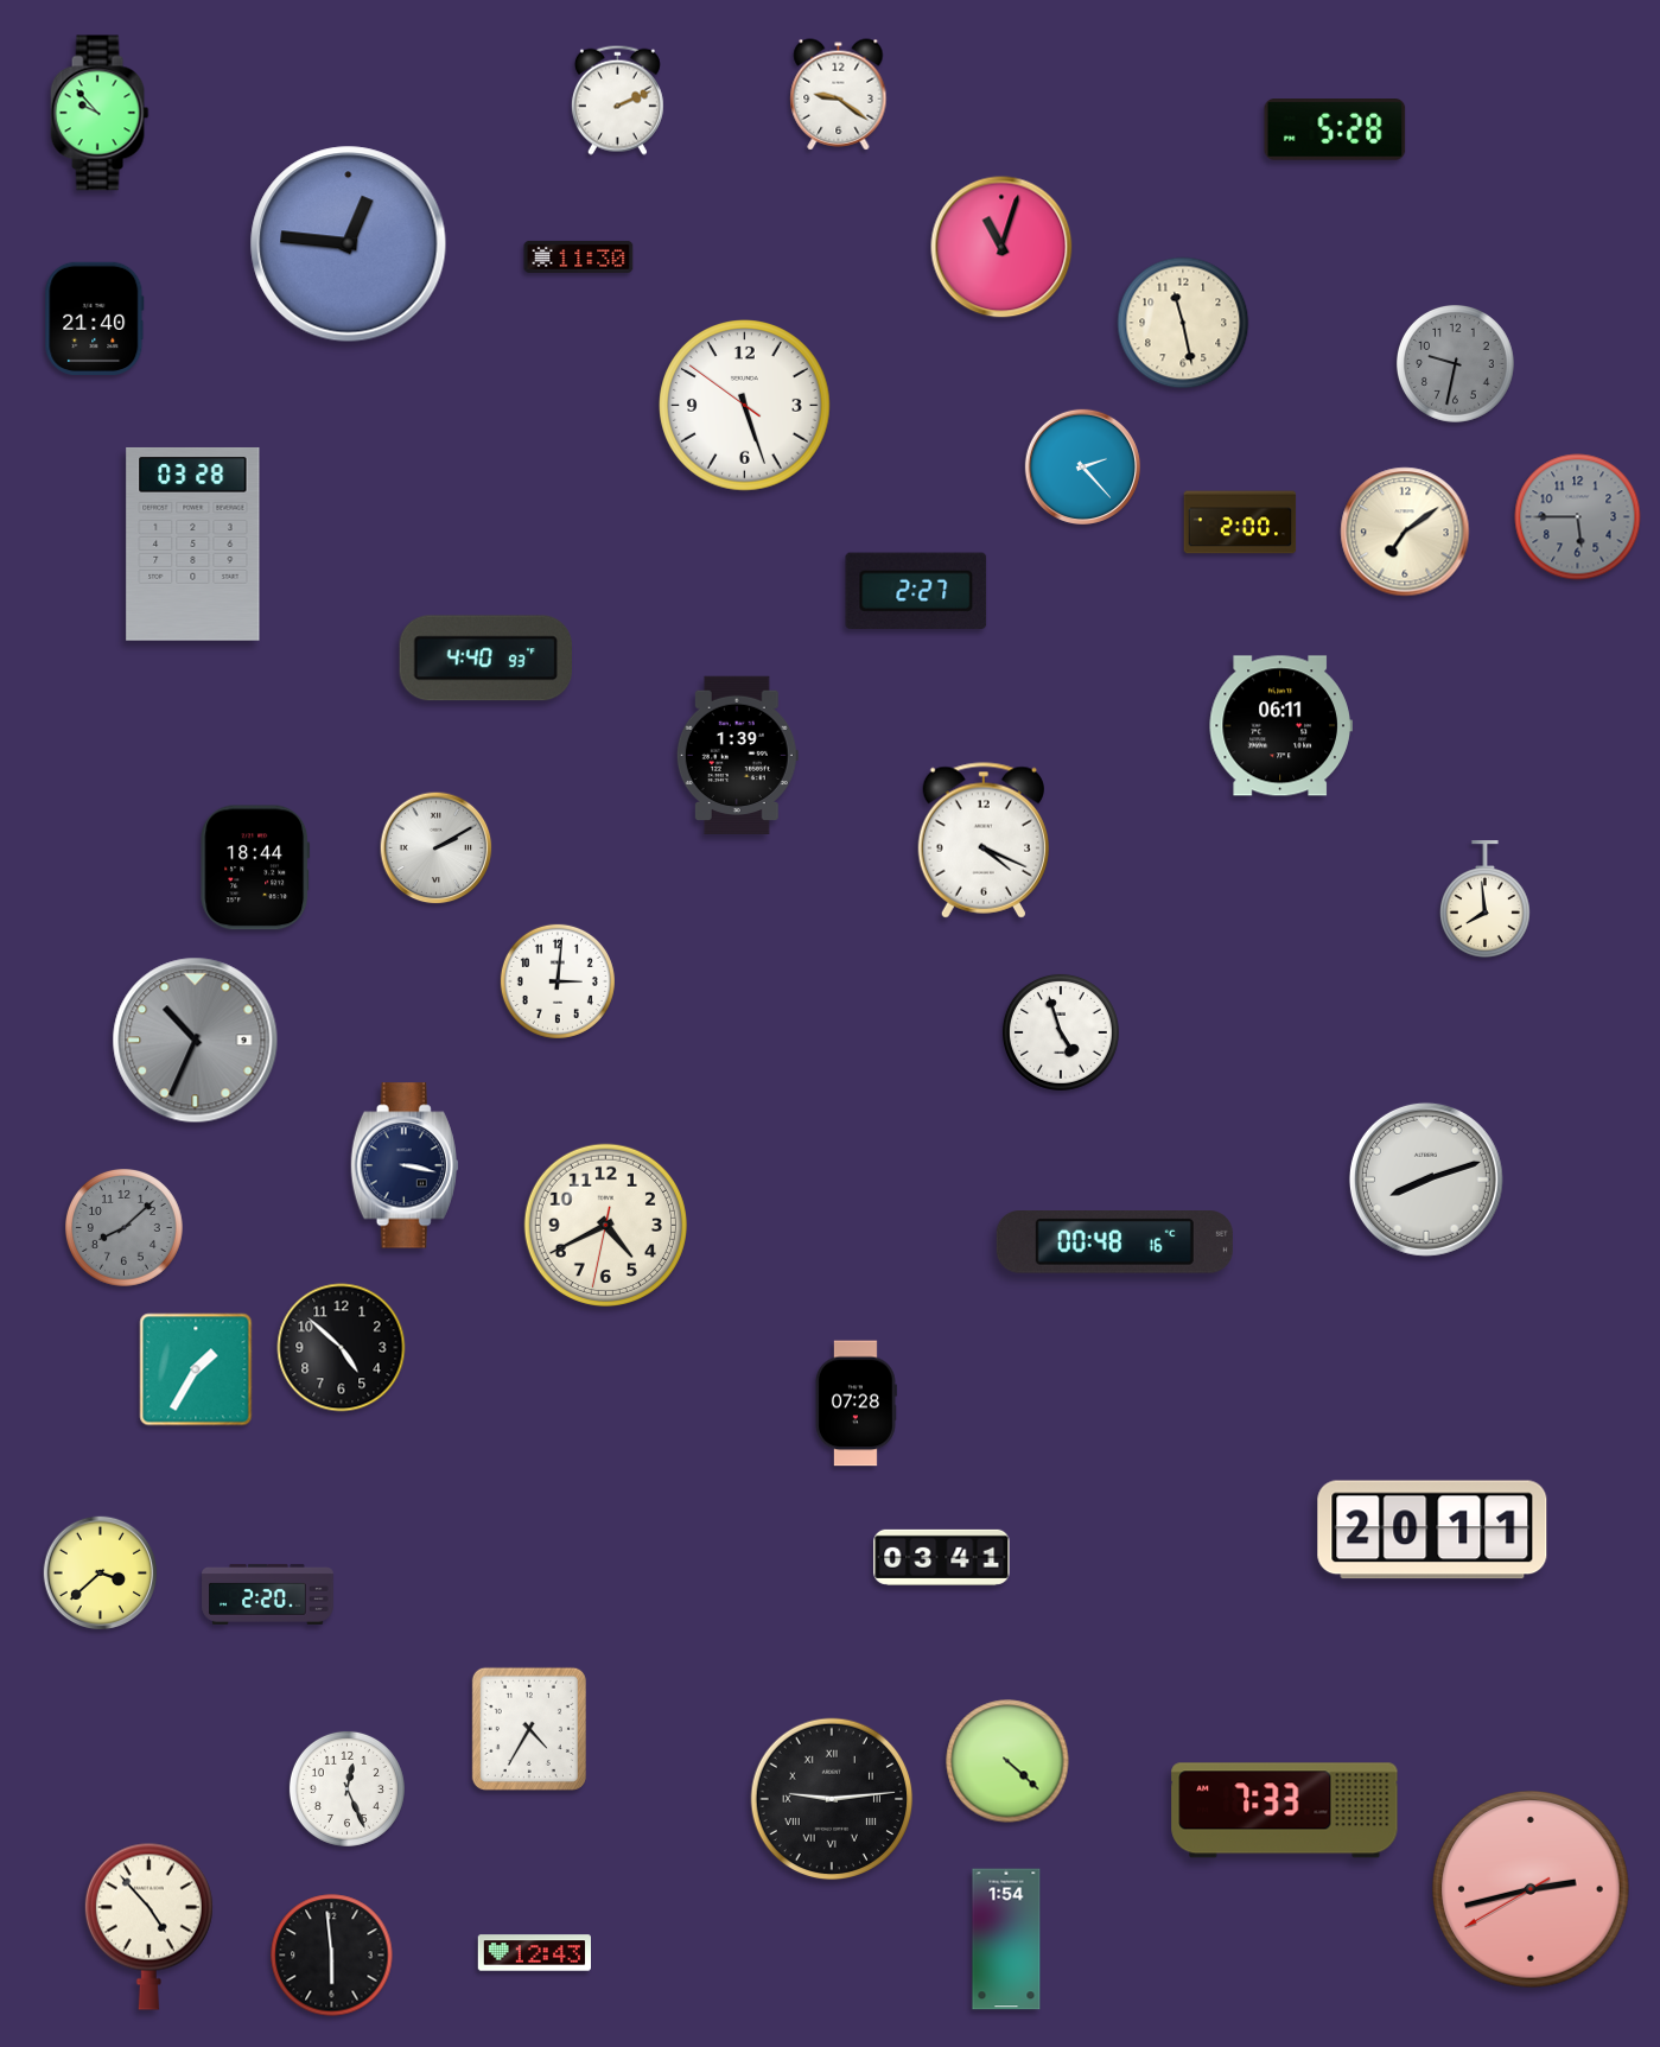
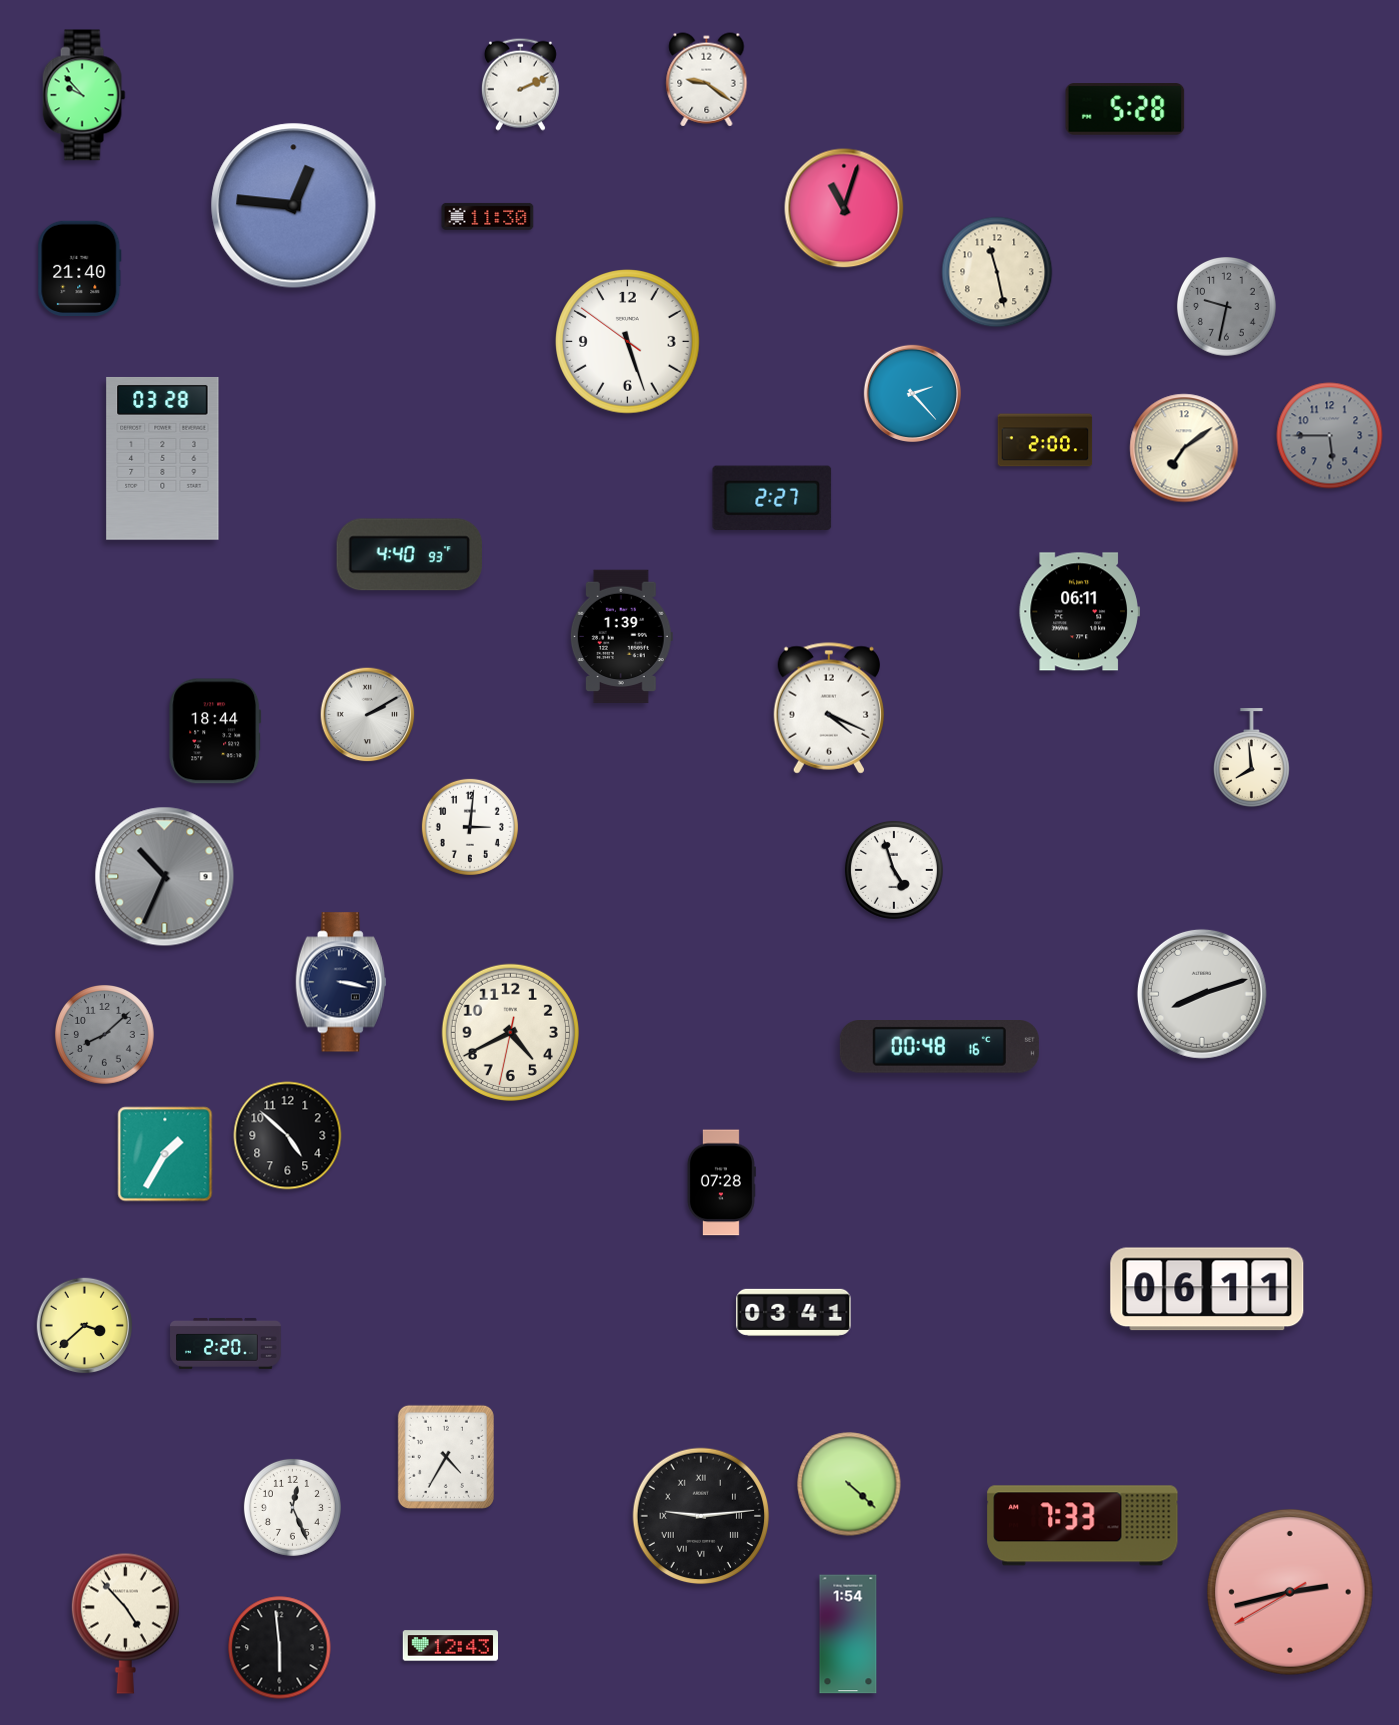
clock at (1432, 1530): 20:11 -> 06:11
